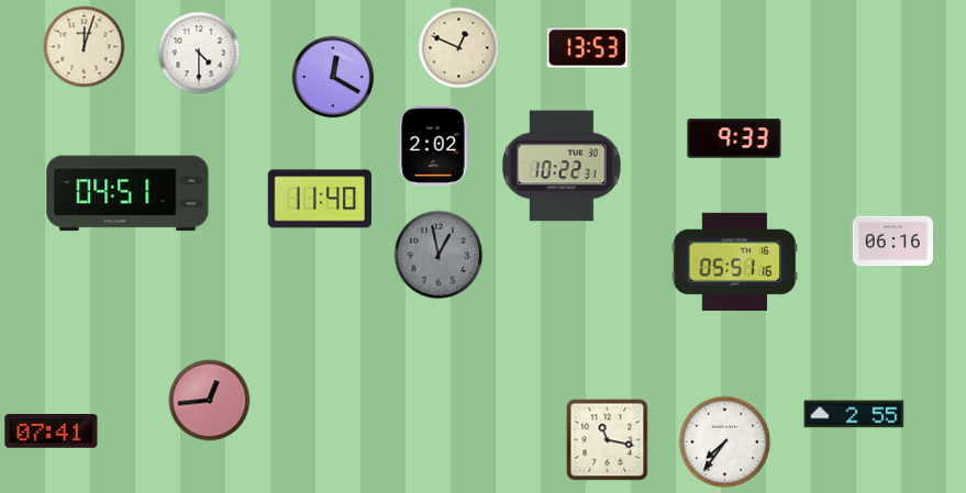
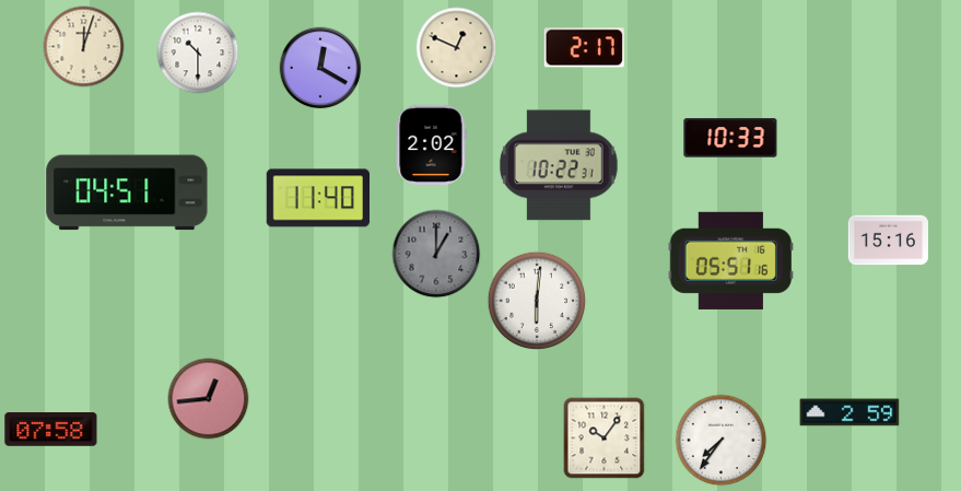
clock at (587, 48): 13:53 -> 2:17
clock at (199, 53): 4:30 -> 10:30
clock at (333, 77) position: (333, 77) -> (320, 68)
clock at (734, 138): 9:33 -> 10:33
clock at (893, 242): 06:16 -> 15:16
clock at (438, 255): 12:58 -> 1:00
clock at (537, 301): none -> 6:01
clock at (854, 414): 2:55 -> 2:59
clock at (52, 432): 07:41 -> 07:58
clock at (608, 440): 11:17 -> 10:06
